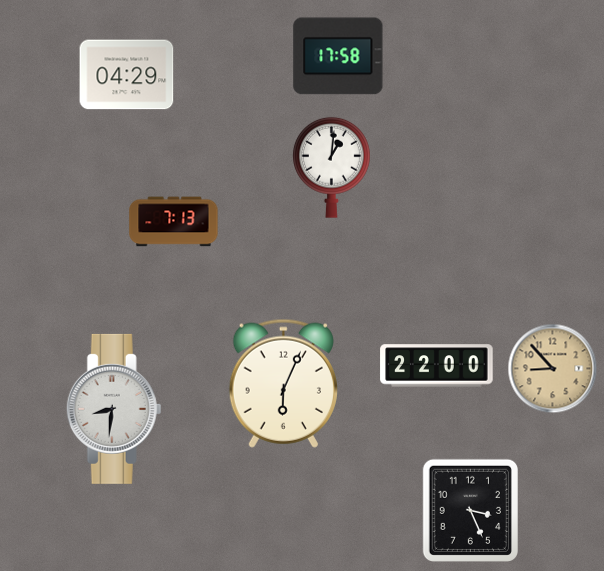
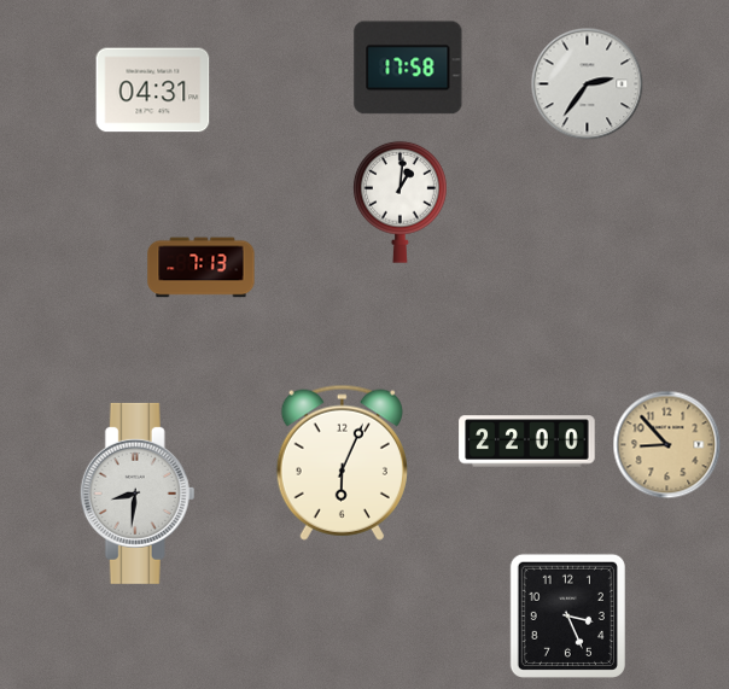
clock at (588, 84): none -> 2:36
clock at (127, 75): 04:29 -> 04:31
clock at (174, 222) position: (174, 222) -> (202, 268)
